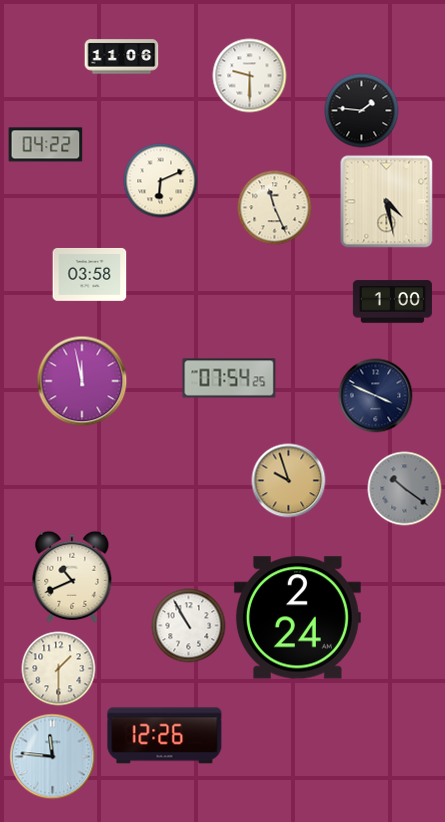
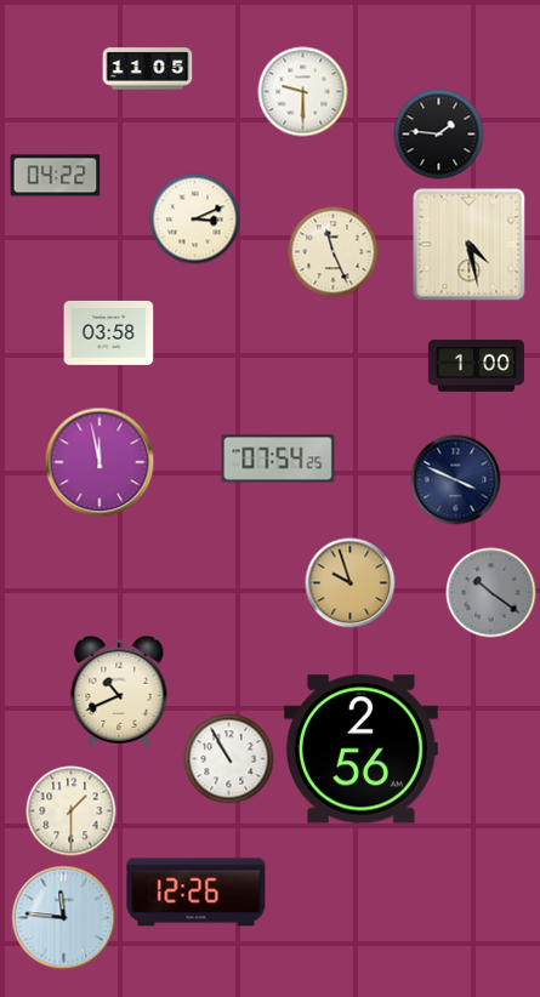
clock at (122, 57): 11:06 -> 11:05
clock at (161, 181): 6:11 -> 3:11
clock at (72, 577) position: (72, 577) -> (119, 691)
clock at (297, 618): 2:24 -> 2:56
clock at (165, 736) position: (165, 736) -> (197, 893)
